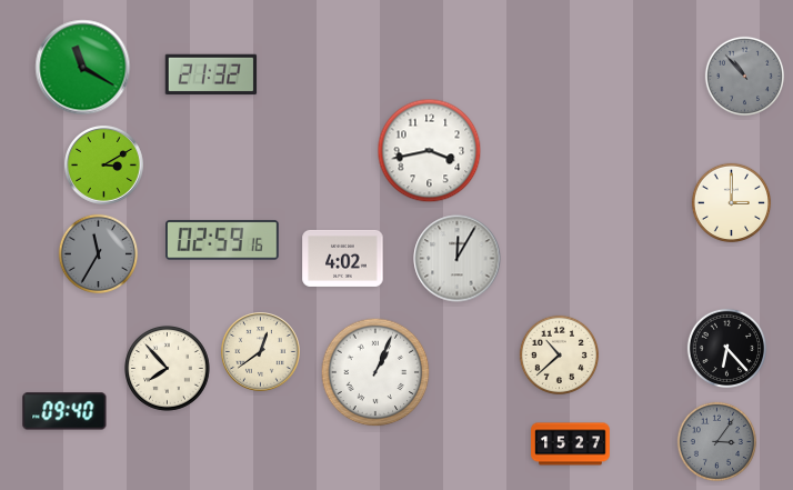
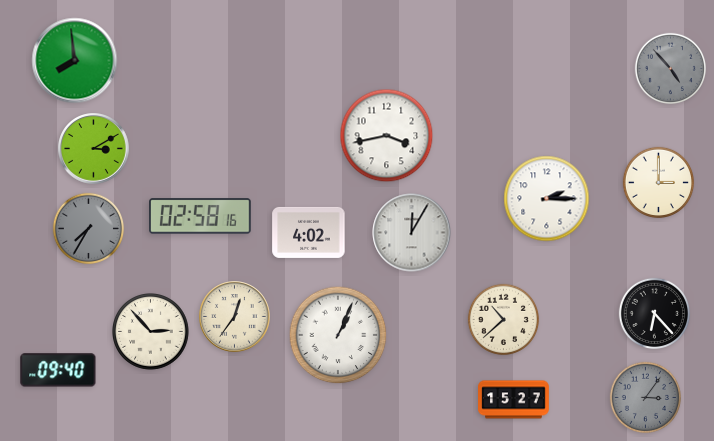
clock at (83, 68): 11:20 -> 7:59
clock at (211, 74): 21:32 -> none
clock at (745, 77): 10:53 -> 4:53
clock at (547, 199): none -> 2:15
clock at (223, 240): 02:59 -> 02:58
clock at (99, 254): 11:35 -> 7:35
clock at (261, 352): 12:39 -> 12:36
clock at (168, 369): 7:53 -> 2:53
